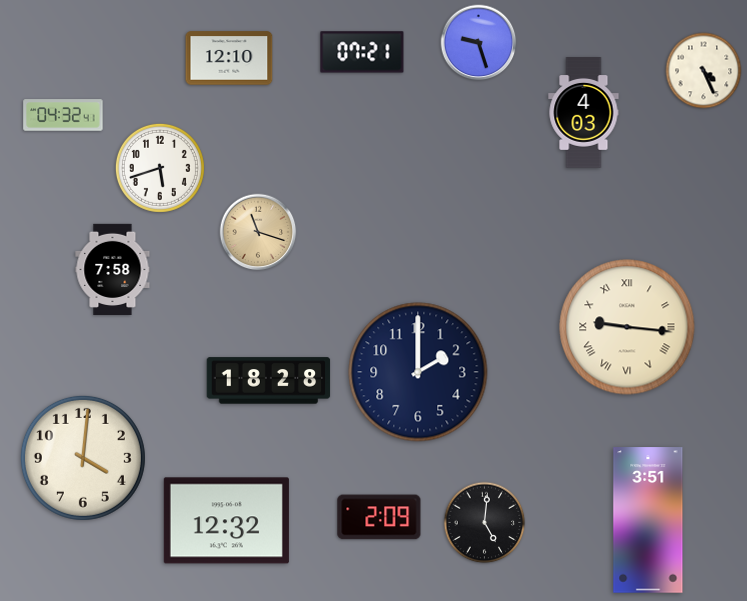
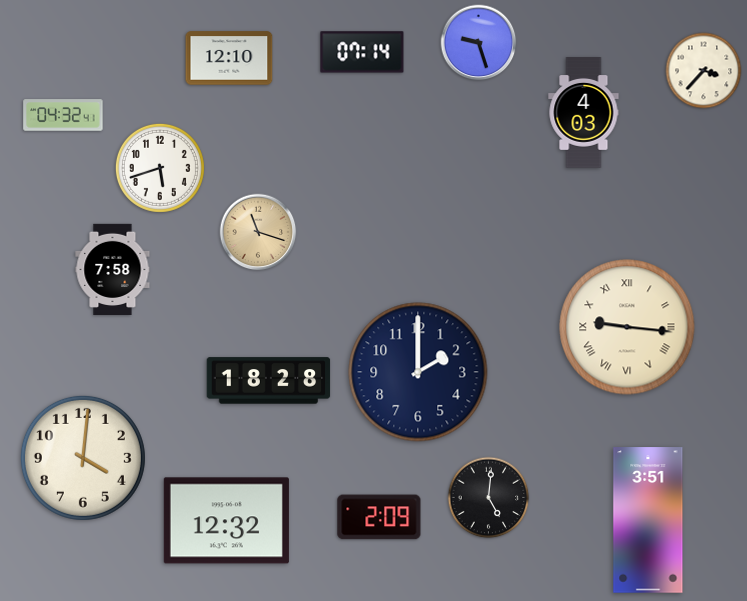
clock at (362, 52): 07:21 -> 07:14
clock at (704, 71): 4:26 -> 3:37
clock at (485, 523) position: (485, 523) -> (489, 498)
